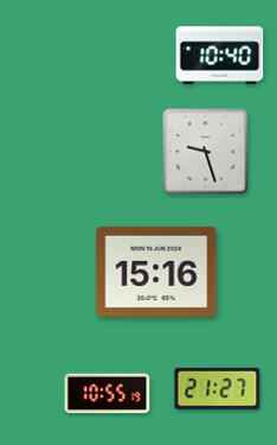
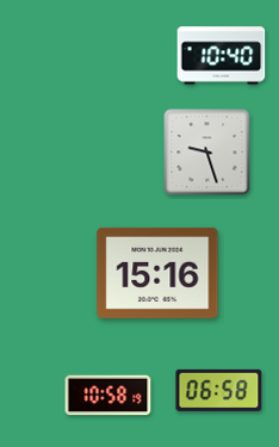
clock at (218, 388): 21:27 -> 06:58
clock at (108, 394): 10:55 -> 10:58
